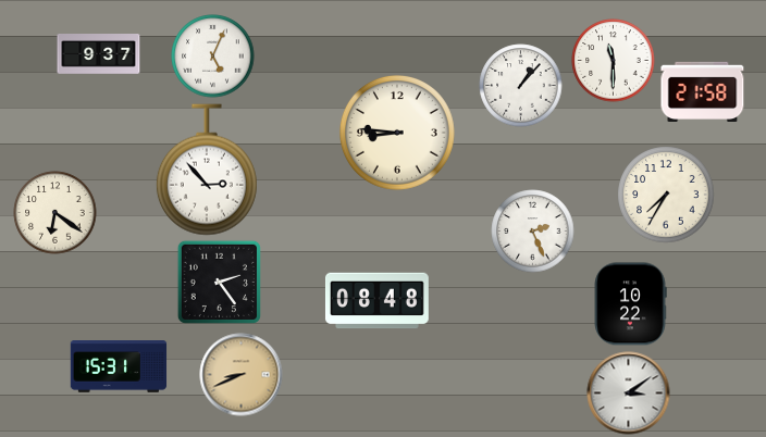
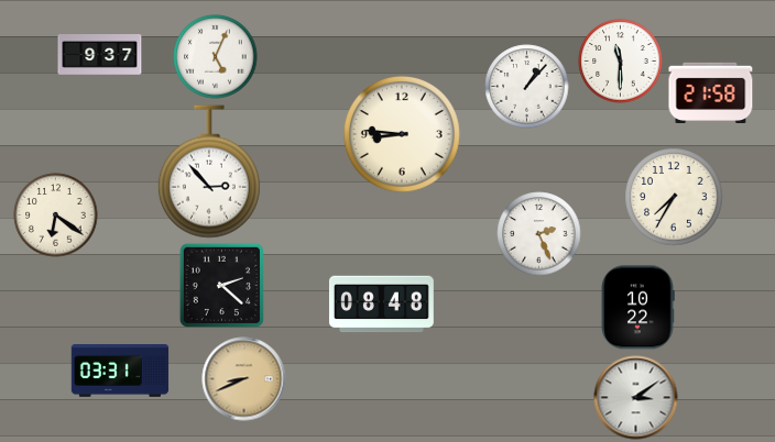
clock at (219, 282): 2:24 -> 2:22
clock at (119, 367): 15:31 -> 03:31
